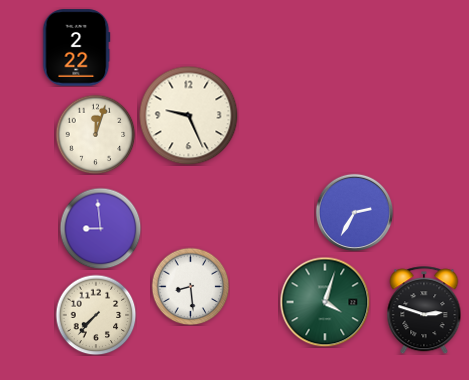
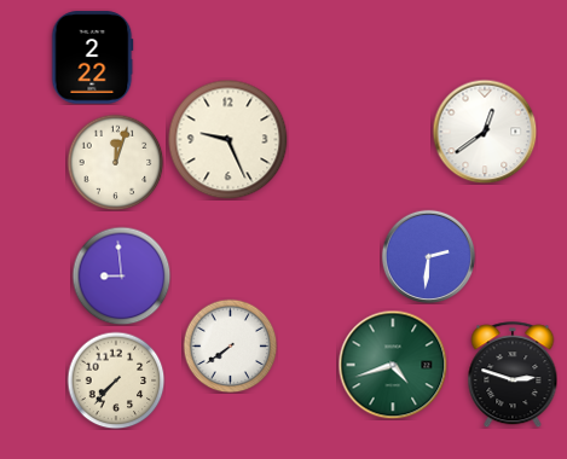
clock at (485, 132): none -> 12:39
clock at (354, 212): 2:35 -> 2:31
clock at (190, 286): 8:29 -> 7:39
clock at (325, 302): 4:03 -> 4:42
